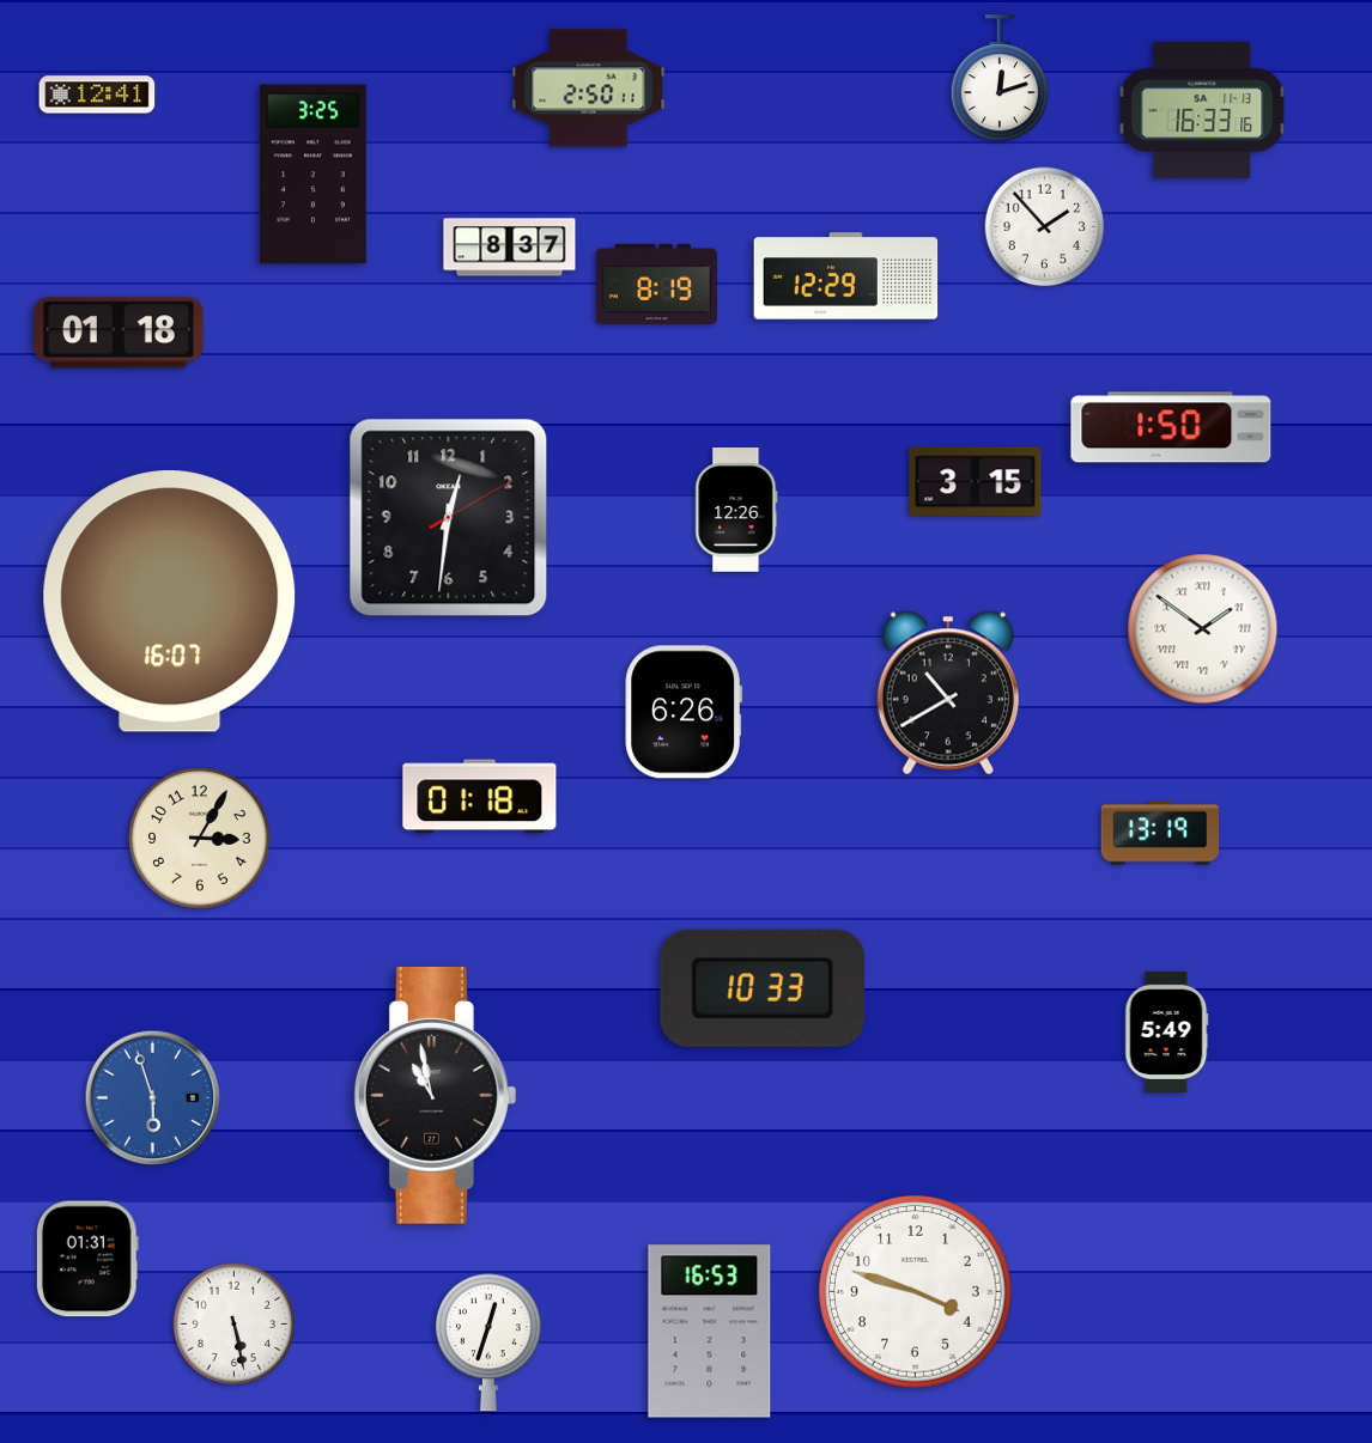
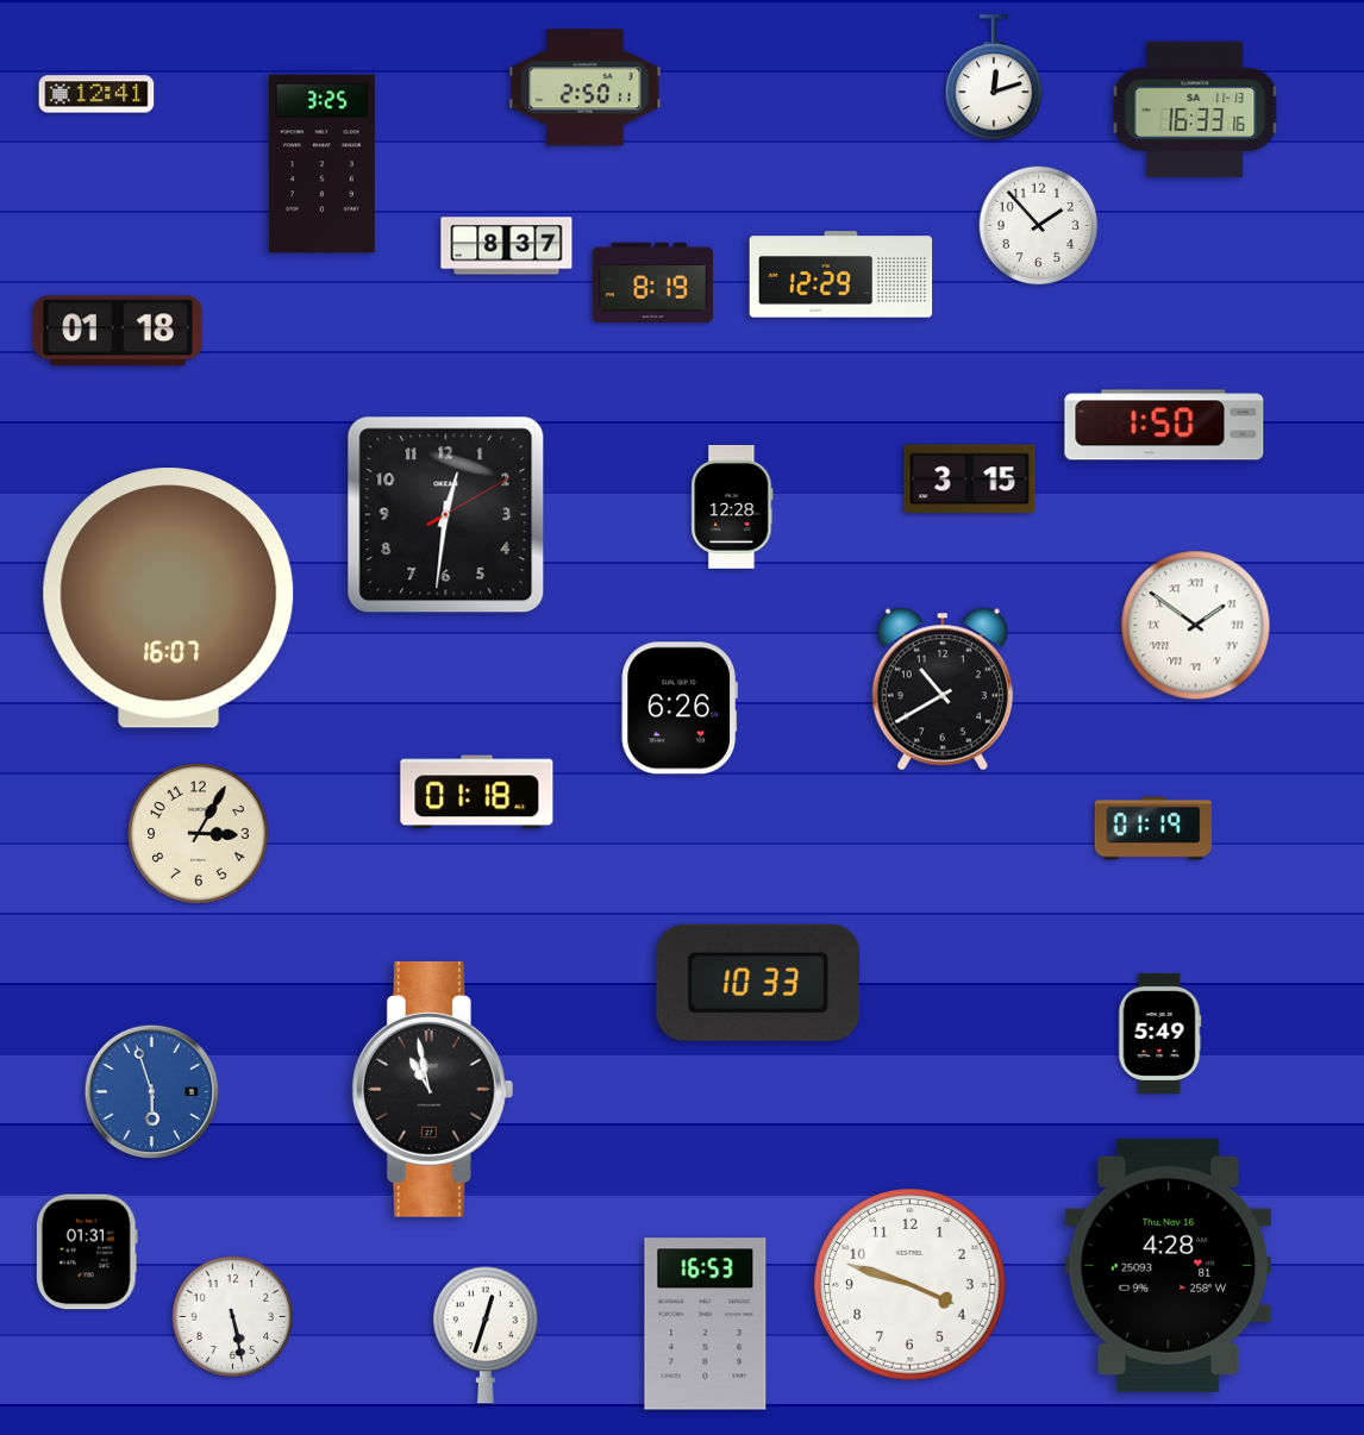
clock at (312, 175) position: (312, 175) -> (321, 164)
clock at (736, 511): 12:26 -> 12:28
clock at (1160, 833): 13:19 -> 01:19
clock at (1166, 1031) position: (1166, 1031) -> (1159, 1033)
clock at (1169, 1265): none -> 4:28
